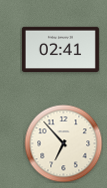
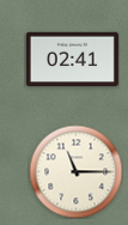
clock at (63, 143): 6:53 -> 11:15
